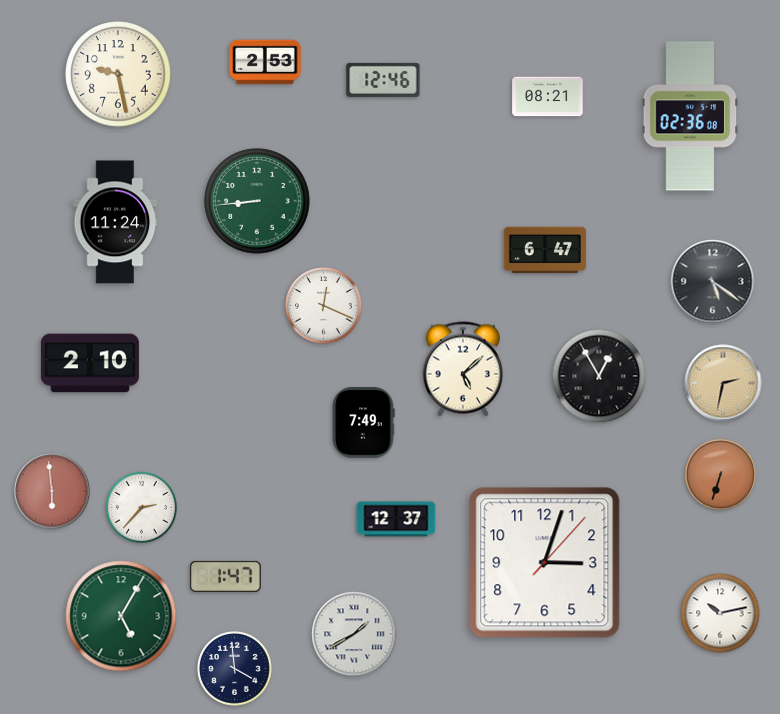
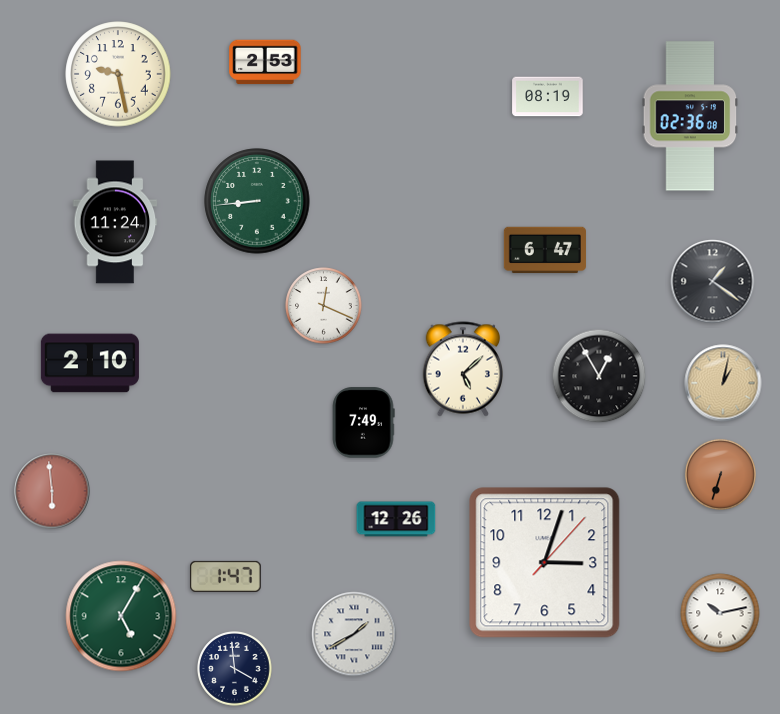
clock at (383, 80): 12:46 -> none
clock at (548, 97): 08:21 -> 08:19
clock at (713, 282): 5:21 -> 1:21
clock at (723, 383): 2:32 -> 1:02
clock at (141, 507): 2:37 -> none
clock at (396, 519): 12:37 -> 12:26
